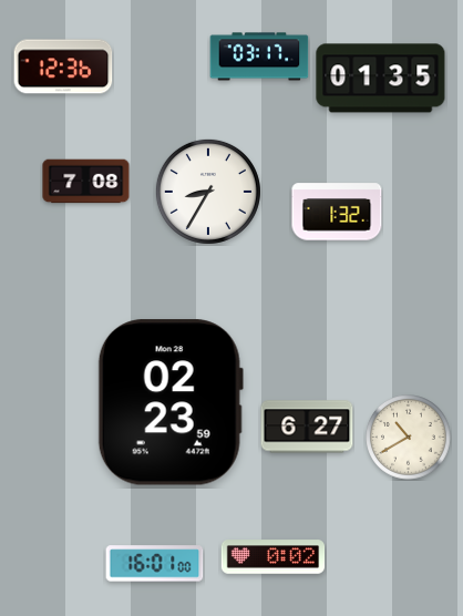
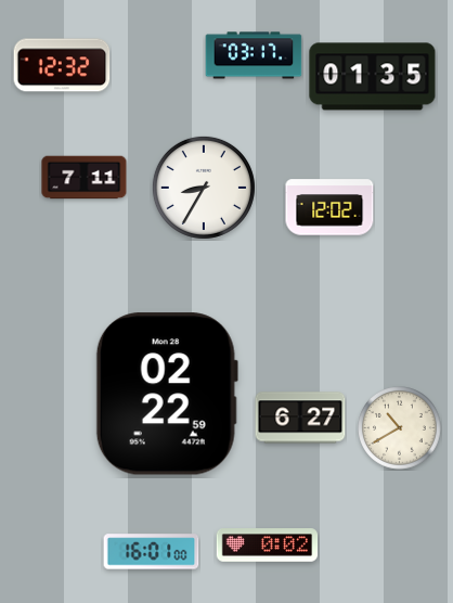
clock at (63, 66): 12:36 -> 12:32
clock at (86, 182): 7:08 -> 7:11
clock at (337, 212): 1:32 -> 12:02
clock at (171, 402): 02:23 -> 02:22
